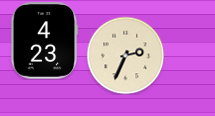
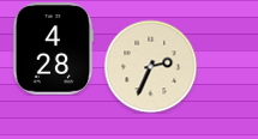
clock at (44, 41): 4:23 -> 4:28
